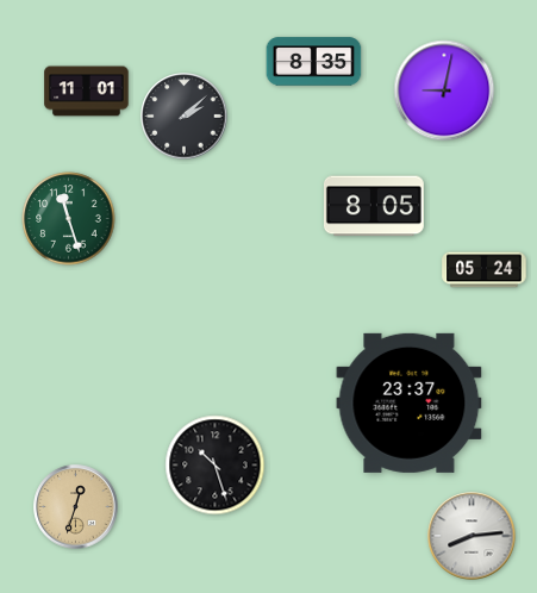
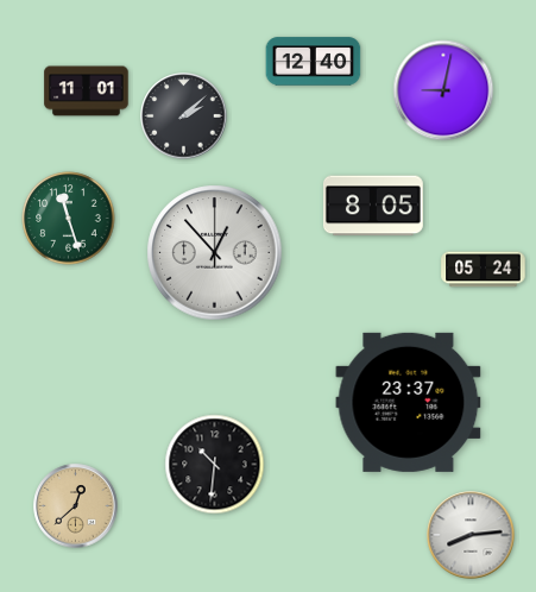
clock at (314, 62): 8:35 -> 12:40
clock at (215, 253): none -> 12:53
clock at (216, 466): 10:27 -> 10:31
clock at (76, 507): 12:33 -> 12:38
